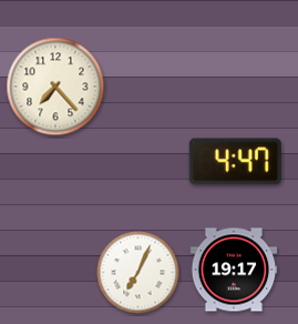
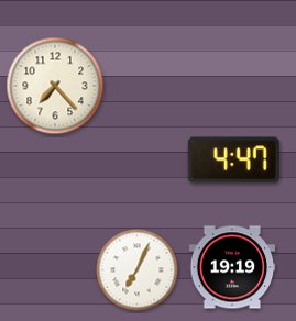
clock at (234, 270): 19:17 -> 19:19
